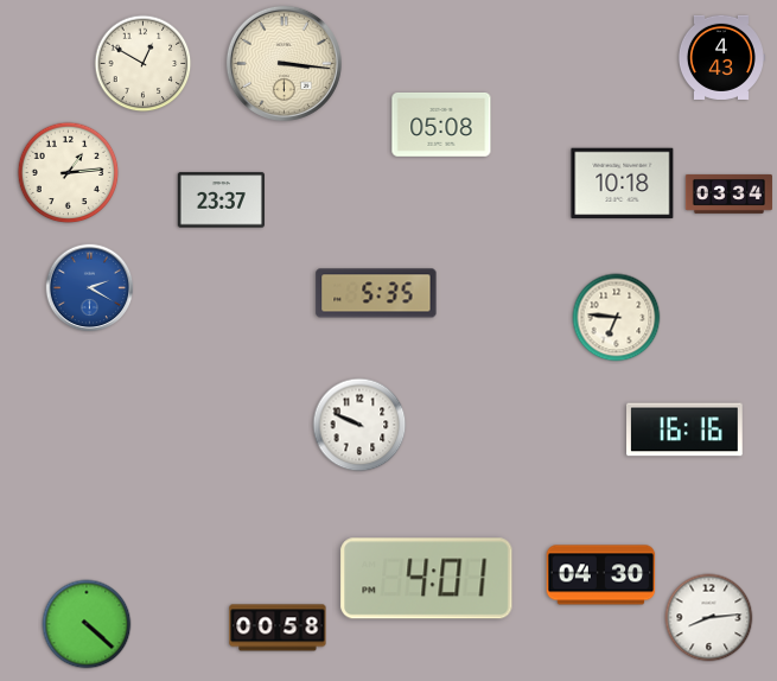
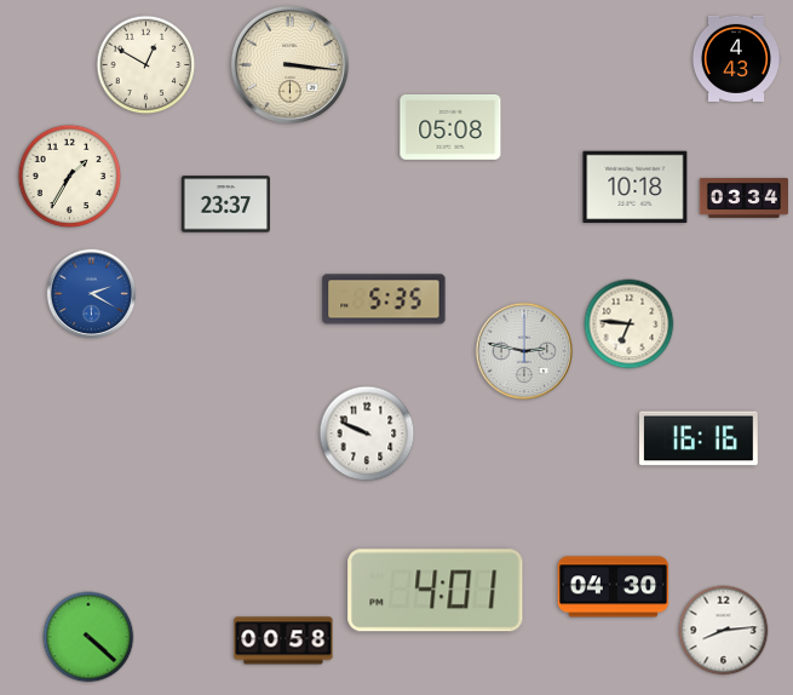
clock at (69, 173): 1:14 -> 1:35
clock at (524, 351): none -> 2:47
